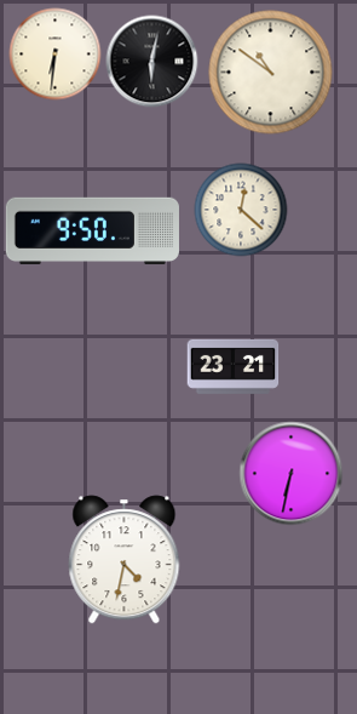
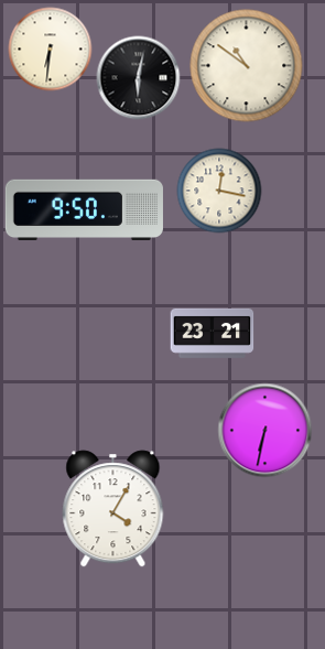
clock at (152, 62) position: (152, 62) -> (139, 78)
clock at (241, 210): 12:22 -> 12:17
clock at (125, 560): 4:32 -> 4:05
